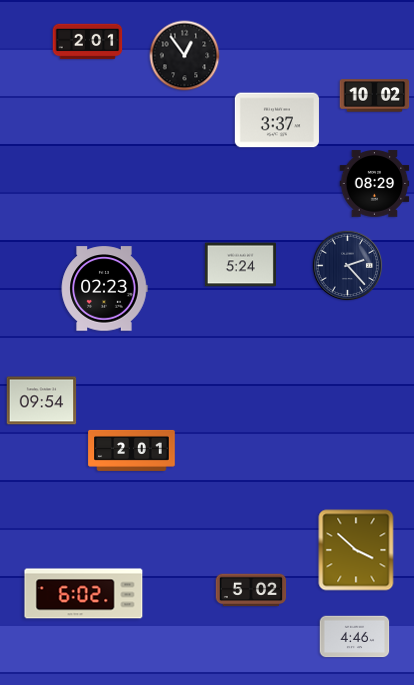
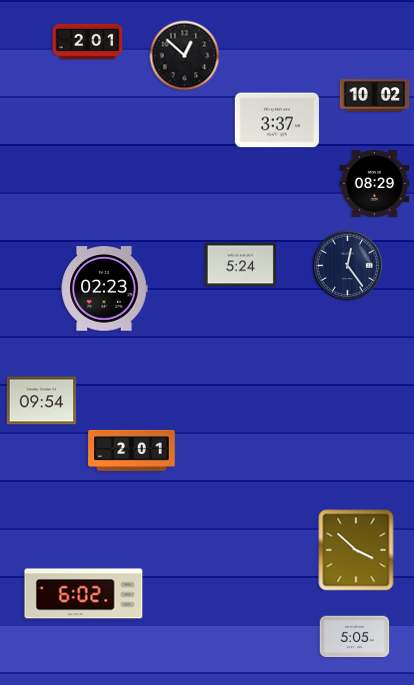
clock at (185, 56): 12:54 -> 12:52
clock at (348, 266): 2:23 -> 12:24
clock at (251, 590): 5:02 -> none
clock at (355, 637): 4:46 -> 5:05
